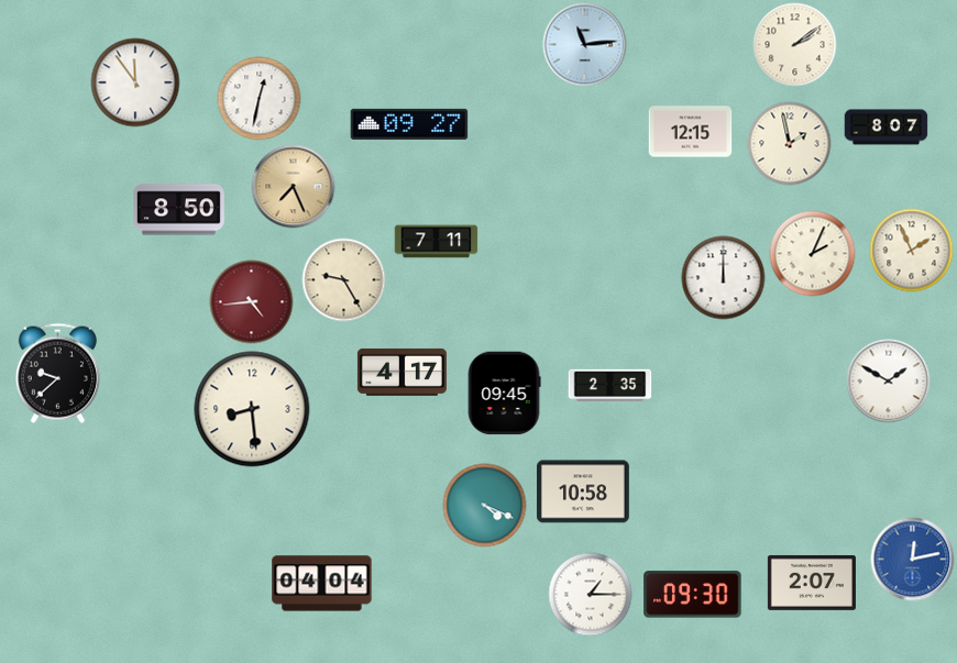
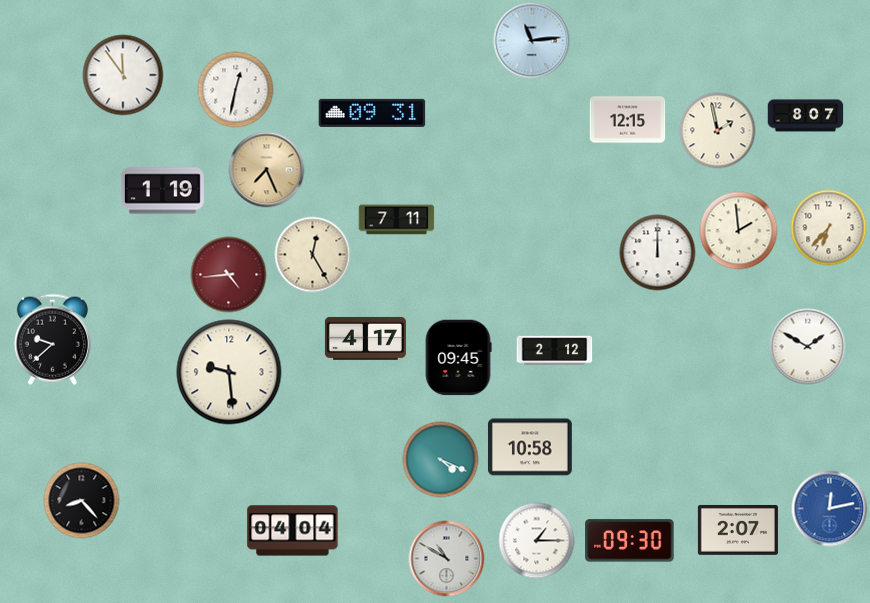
clock at (795, 45): 2:09 -> none
clock at (409, 124): 09:27 -> 09:31
clock at (178, 210): 8:50 -> 1:19
clock at (912, 251): 1:56 -> 6:37
clock at (813, 254): 2:04 -> 1:59
clock at (344, 280): 9:25 -> 12:25
clock at (610, 386): 2:35 -> 2:12
clock at (252, 409): 8:29 -> 9:29
clock at (82, 501): none -> 8:23
clock at (447, 559): none -> 10:50
